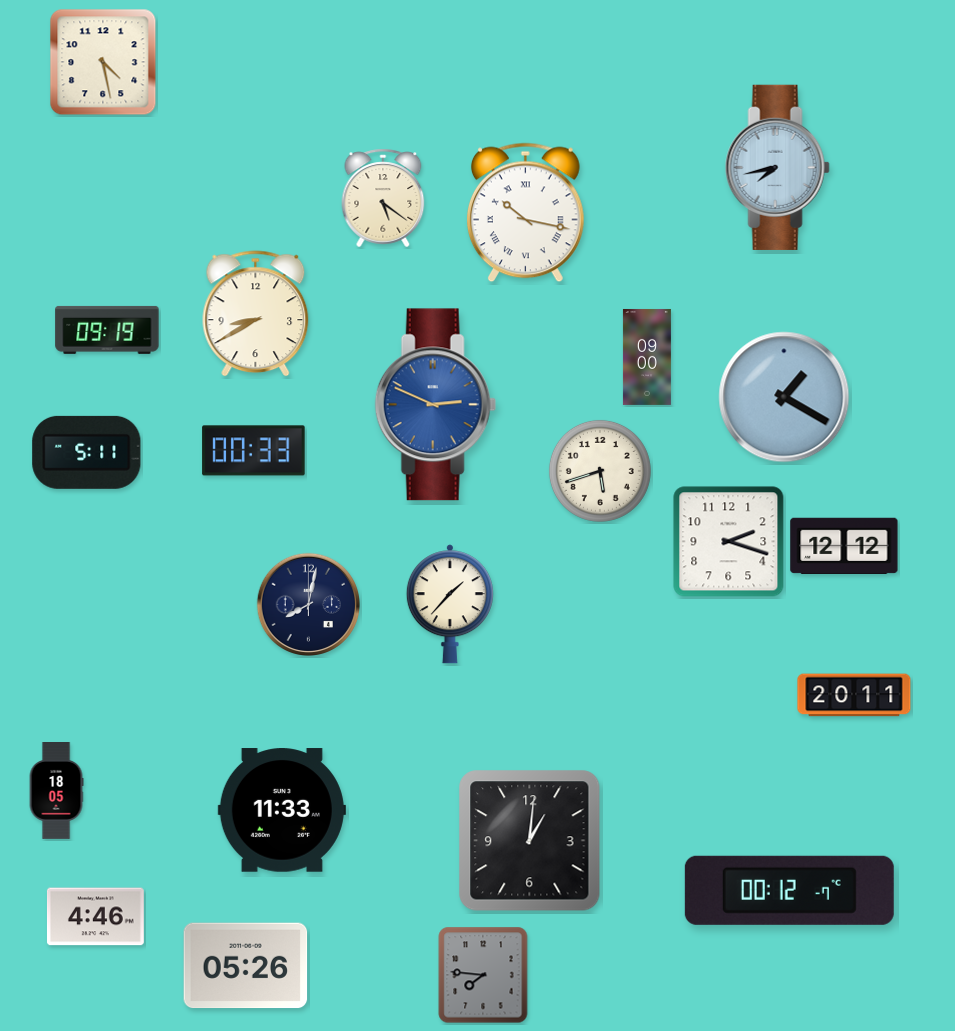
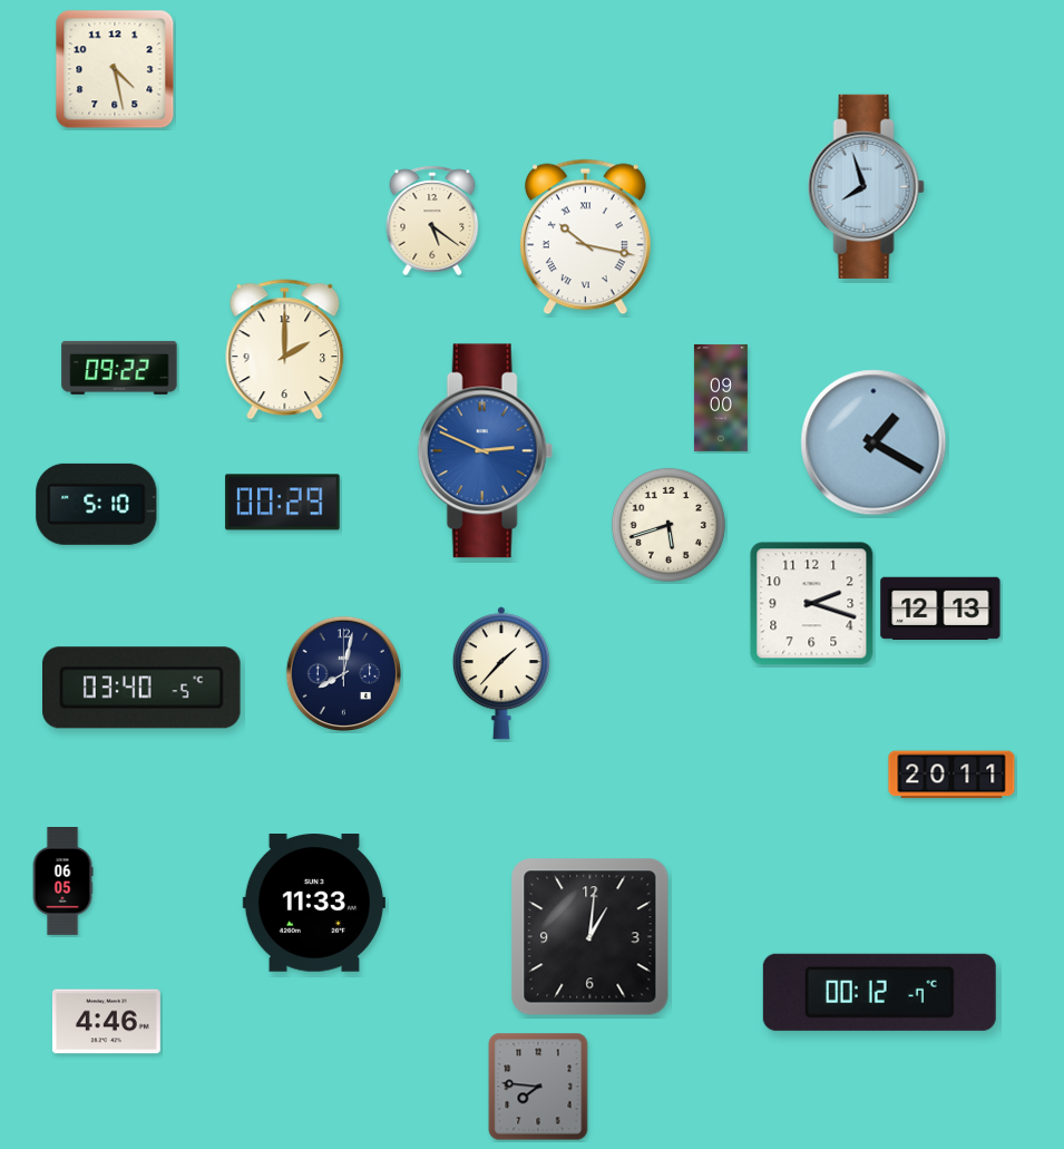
clock at (777, 167): 7:43 -> 7:57
clock at (383, 198) position: (383, 198) -> (432, 221)
clock at (256, 314): 8:40 -> 2:00
clock at (107, 330): 09:19 -> 09:22
clock at (254, 451): 00:33 -> 00:29
clock at (87, 452): 5:11 -> 5:10
clock at (844, 546): 12:12 -> 12:13
clock at (143, 688): none -> 03:40
clock at (56, 791): 18:05 -> 06:05
clock at (246, 966): 05:26 -> none
